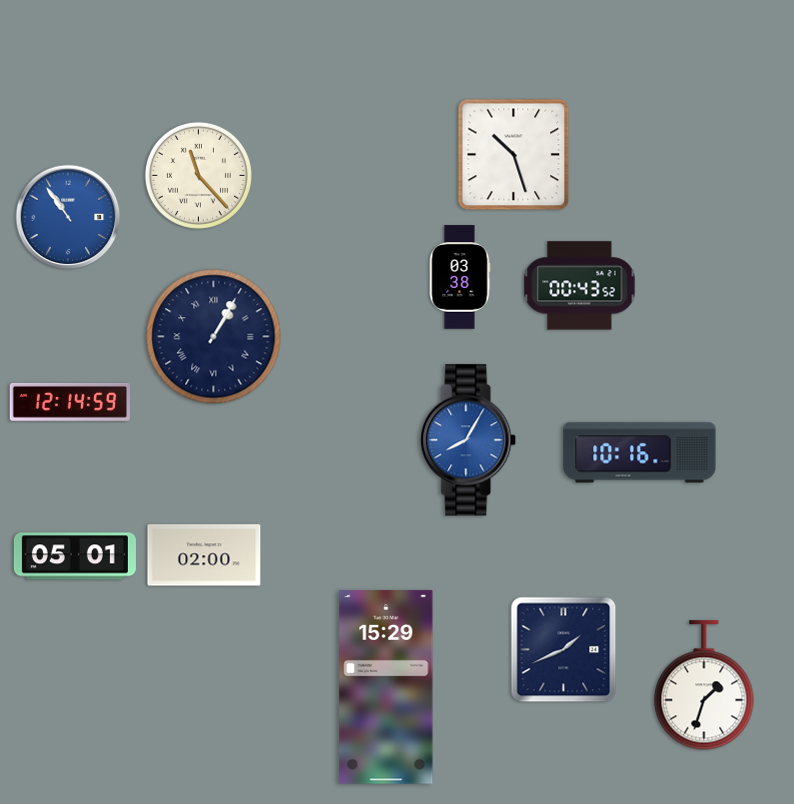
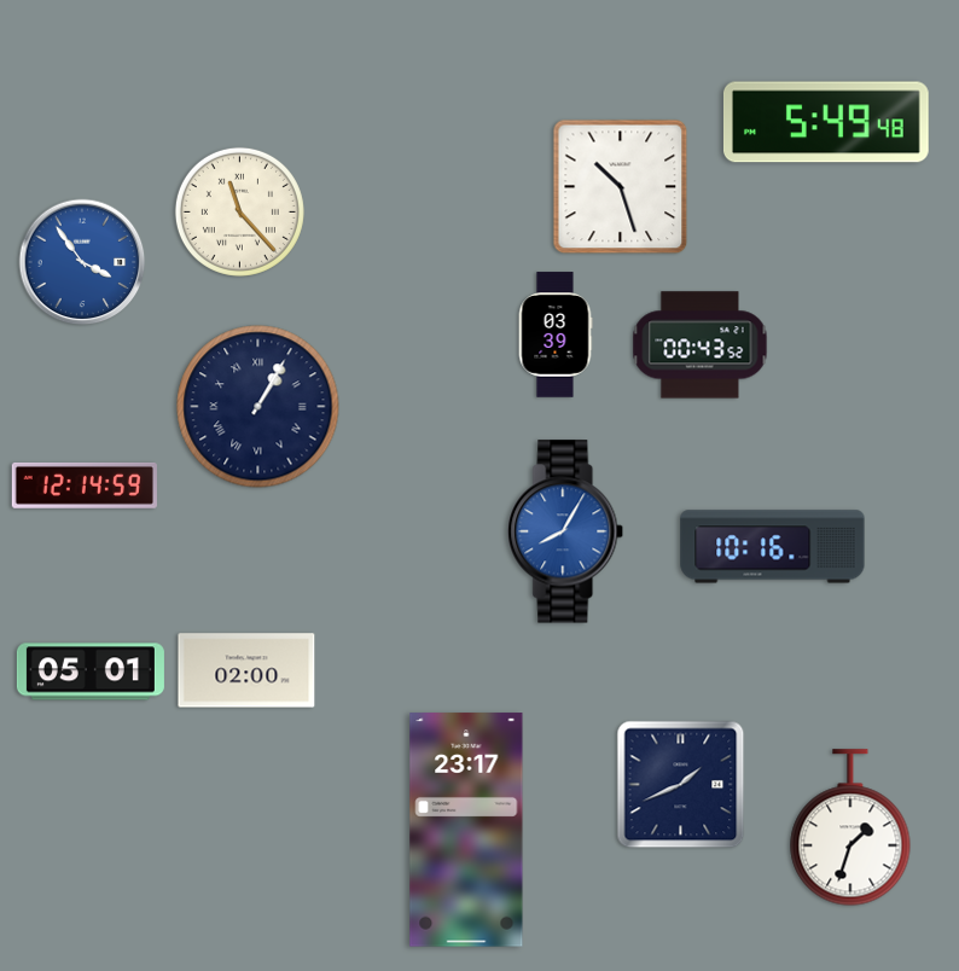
clock at (826, 122): none -> 5:49
clock at (68, 217): 10:54 -> 3:54
clock at (460, 277): 03:38 -> 03:39
clock at (386, 687): 15:29 -> 23:17
